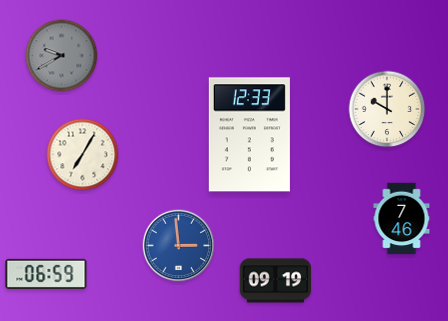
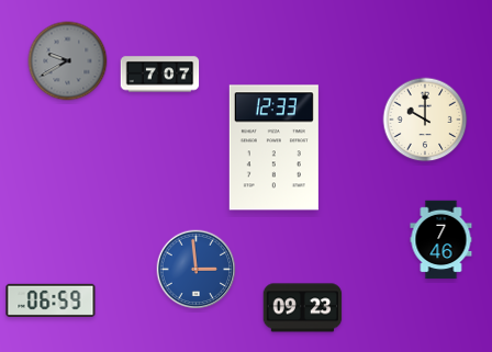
clock at (160, 75): none -> 7:07
clock at (83, 155): 7:05 -> none
clock at (276, 281): 09:19 -> 09:23
